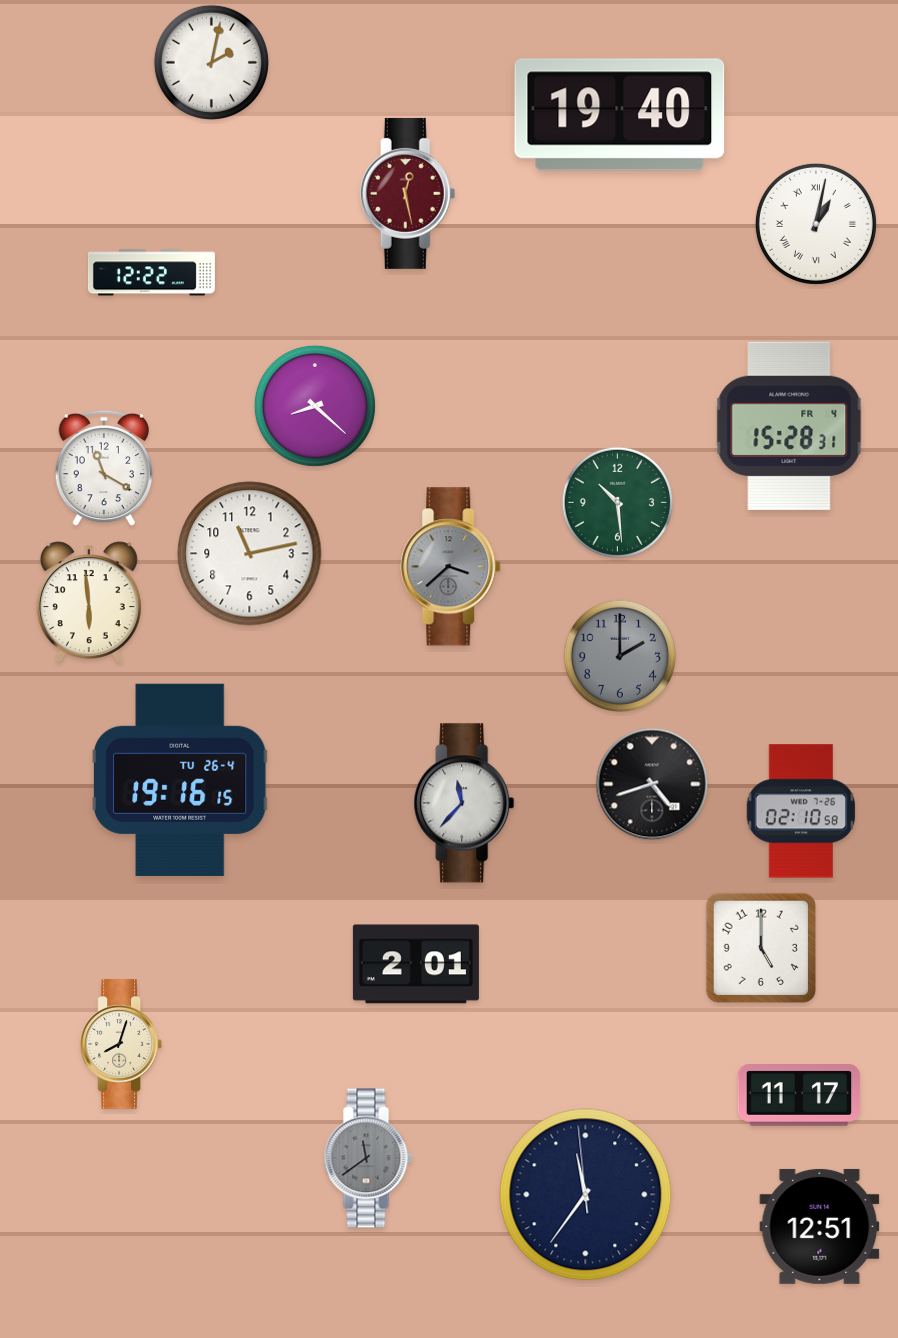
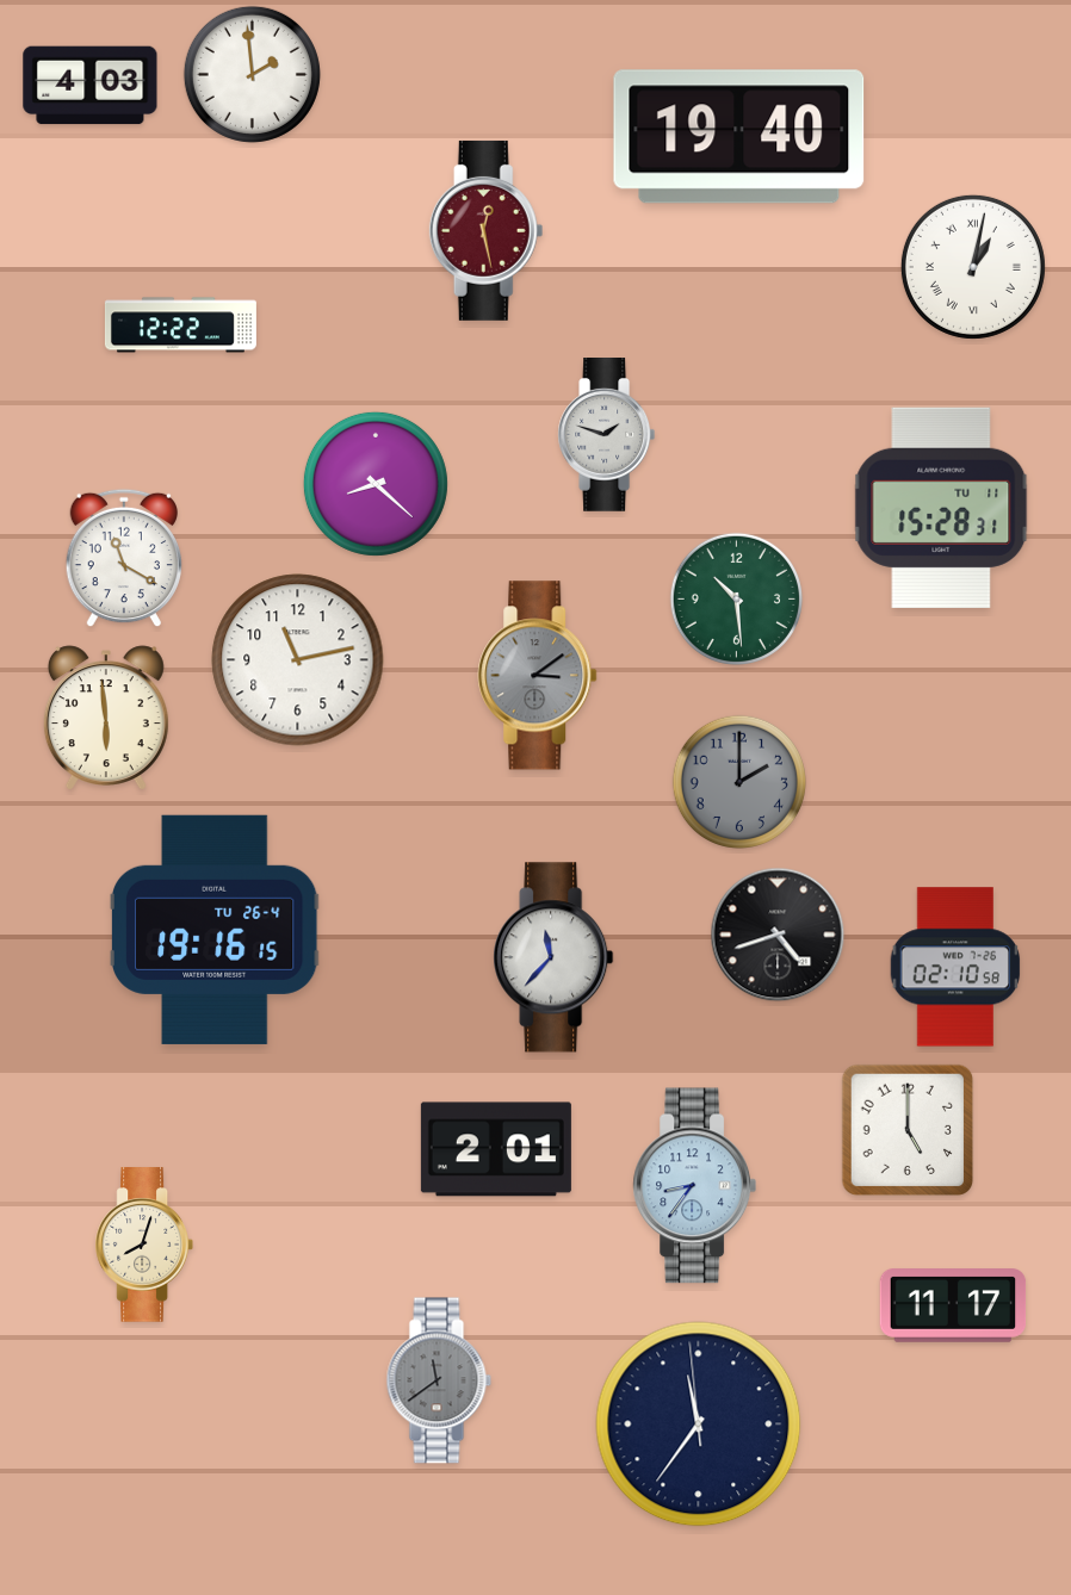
clock at (211, 62): 2:02 -> 1:59
clock at (91, 86): none -> 4:03
clock at (607, 435): none -> 1:48
clock at (789, 426) date: FR 4 -> TU 11
clock at (451, 567): 3:38 -> 3:09
clock at (694, 1186): none -> 8:36
clock at (820, 1226): 12:51 -> none
